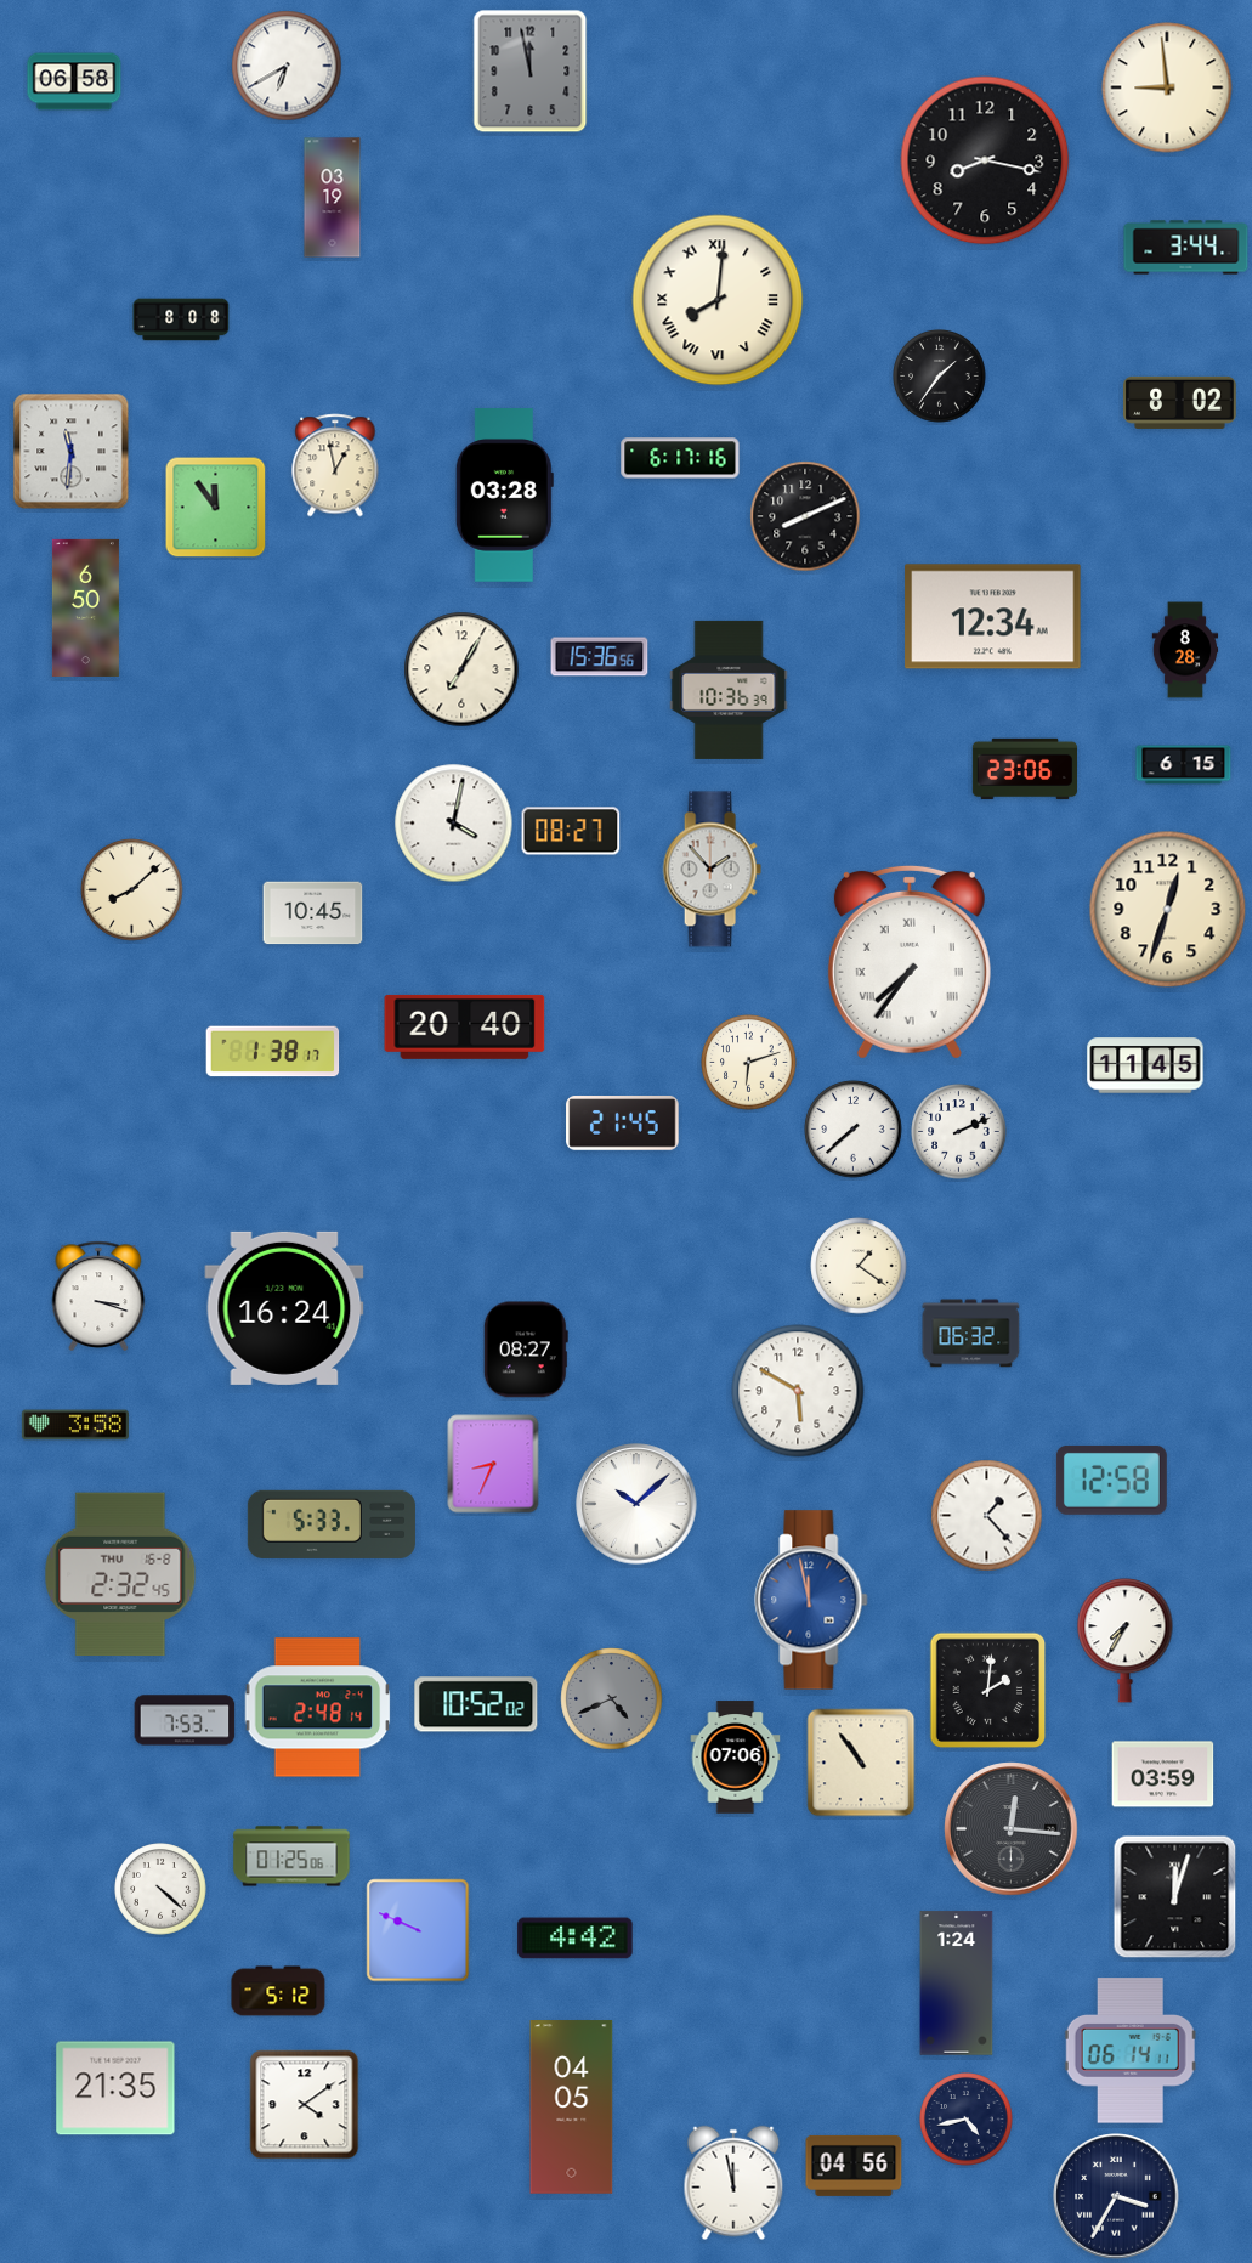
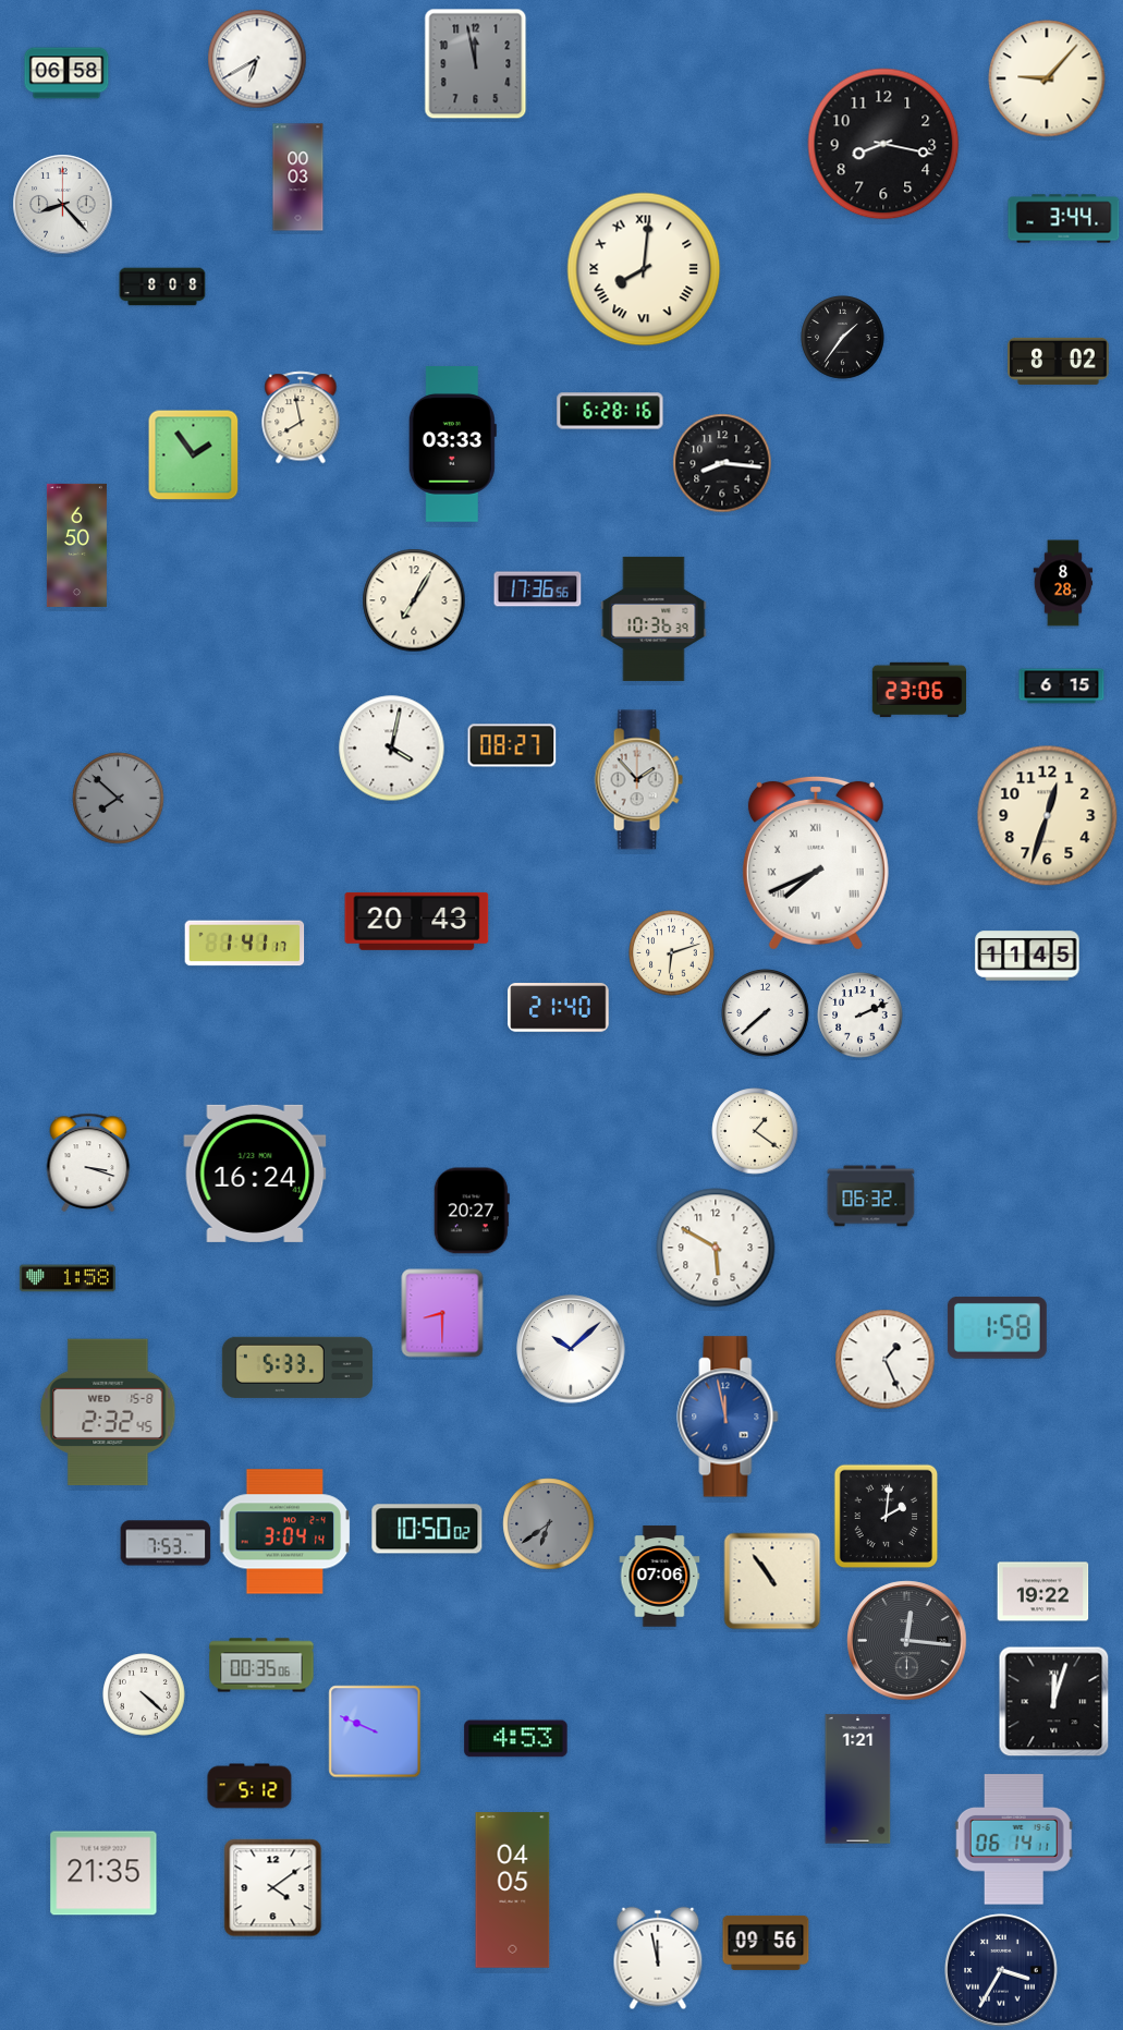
clock at (1167, 87): 8:59 -> 9:07
clock at (333, 198): 03:19 -> 00:03
clock at (63, 205): none -> 8:23
clock at (1186, 248) position: (1186, 248) -> (1064, 219)
clock at (72, 452): 11:31 -> none
clock at (680, 458): 6:17 -> 6:28
clock at (335, 465): 12:58 -> 7:58
clock at (504, 496): 03:28 -> 03:33
clock at (216, 508): 11:54 -> 1:54
clock at (805, 516): 8:11 -> 8:16
clock at (993, 617): 12:34 -> none
clock at (600, 657): 15:36 -> 17:36
clock at (454, 824) position: (454, 824) -> (392, 749)
clock at (132, 890): 8:08 -> 7:52
clock at (132, 890) dial: cream -> grey
clock at (313, 913): 10:45 -> none
clock at (910, 962): 7:36 -> 7:41
clock at (465, 1026): 20:40 -> 20:43
clock at (273, 1052): 1:38 -> 1:41
clock at (623, 1124): 21:45 -> 21:40
clock at (859, 1266) position: (859, 1266) -> (755, 1131)
clock at (526, 1350): 08:27 -> 20:27
clock at (75, 1425): 3:58 -> 1:58
clock at (493, 1464): 8:34 -> 8:30
clock at (1111, 1480): 12:58 -> 1:58
clock at (987, 1516): 1:23 -> 1:26
clock at (120, 1574) date: THU 16-8 -> WED 15-8
clock at (811, 1600) position: (811, 1600) -> (728, 1417)
clock at (1126, 1641): 7:35 -> none
clock at (612, 1699): 4:41 -> 6:39
clock at (476, 1704): 10:52 -> 10:50
clock at (318, 1708): 2:48 -> 3:04
clock at (1163, 1775): 03:59 -> 19:22
clock at (291, 1856): 01:25 -> 00:35
clock at (576, 1939): 4:42 -> 4:53
clock at (957, 1984): 1:24 -> 1:21
clock at (967, 2120): 4:43 -> none
clock at (854, 2166): 04:56 -> 09:56
